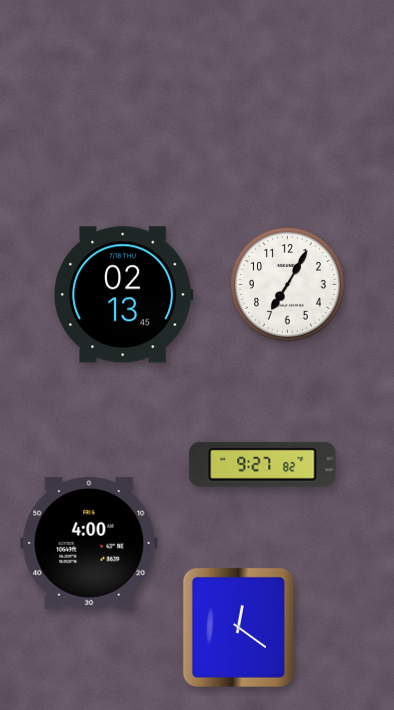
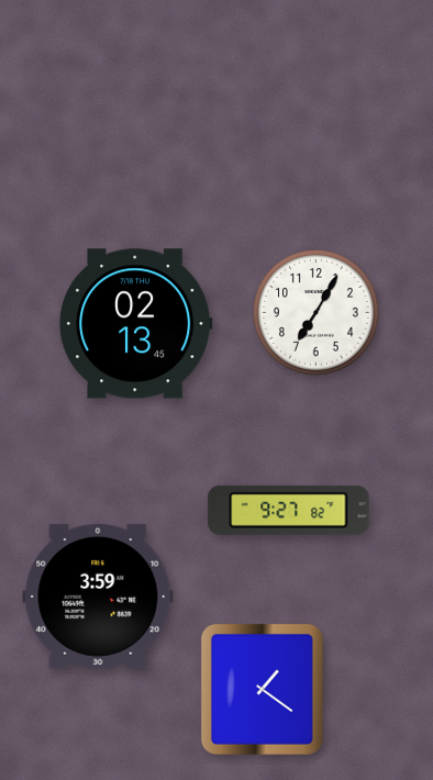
clock at (89, 543): 4:00 -> 3:59
clock at (238, 627): 12:21 -> 1:21
